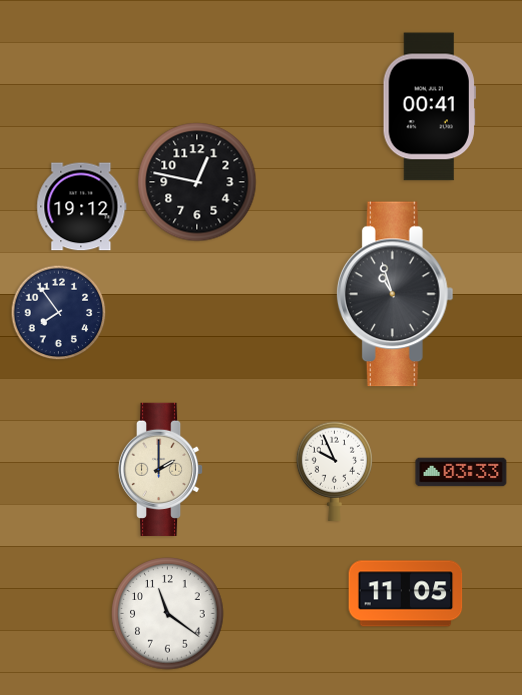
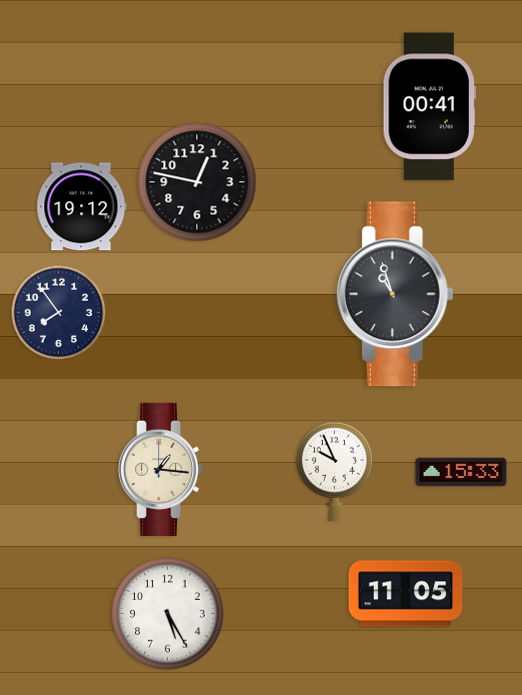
clock at (161, 469): 2:00 -> 1:16
clock at (461, 472): 03:33 -> 15:33
clock at (168, 614): 11:21 -> 5:25
